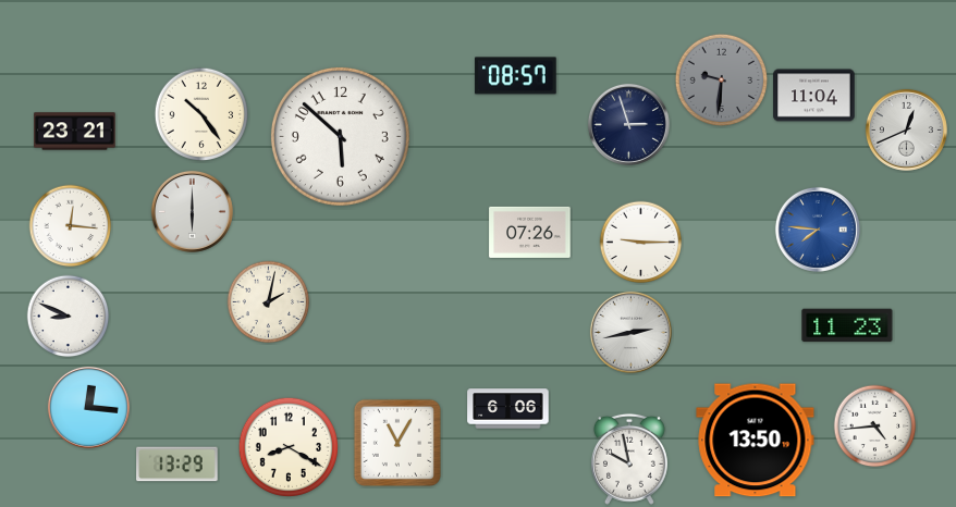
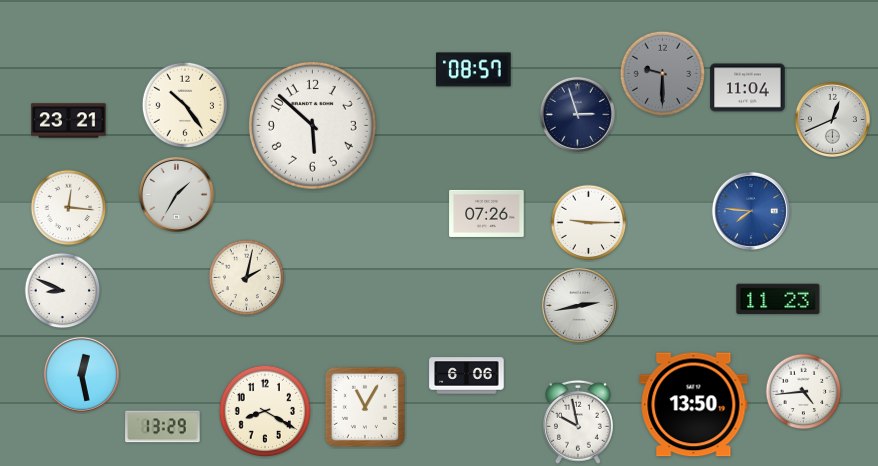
clock at (722, 81): 9:31 -> 9:30
clock at (192, 211): 6:00 -> 1:35
clock at (71, 226) position: (71, 226) -> (69, 208)
clock at (88, 407): 12:16 -> 12:28
